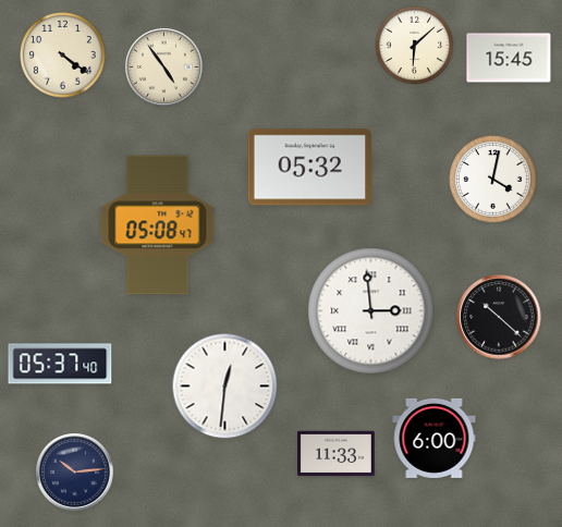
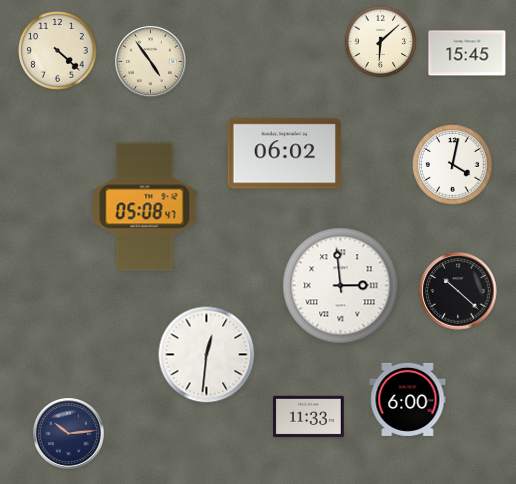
clock at (63, 56): 4:21 -> 4:22
clock at (310, 168): 05:32 -> 06:02
clock at (60, 364): 05:37 -> none
clock at (435, 438) position: (435, 438) -> (408, 399)
